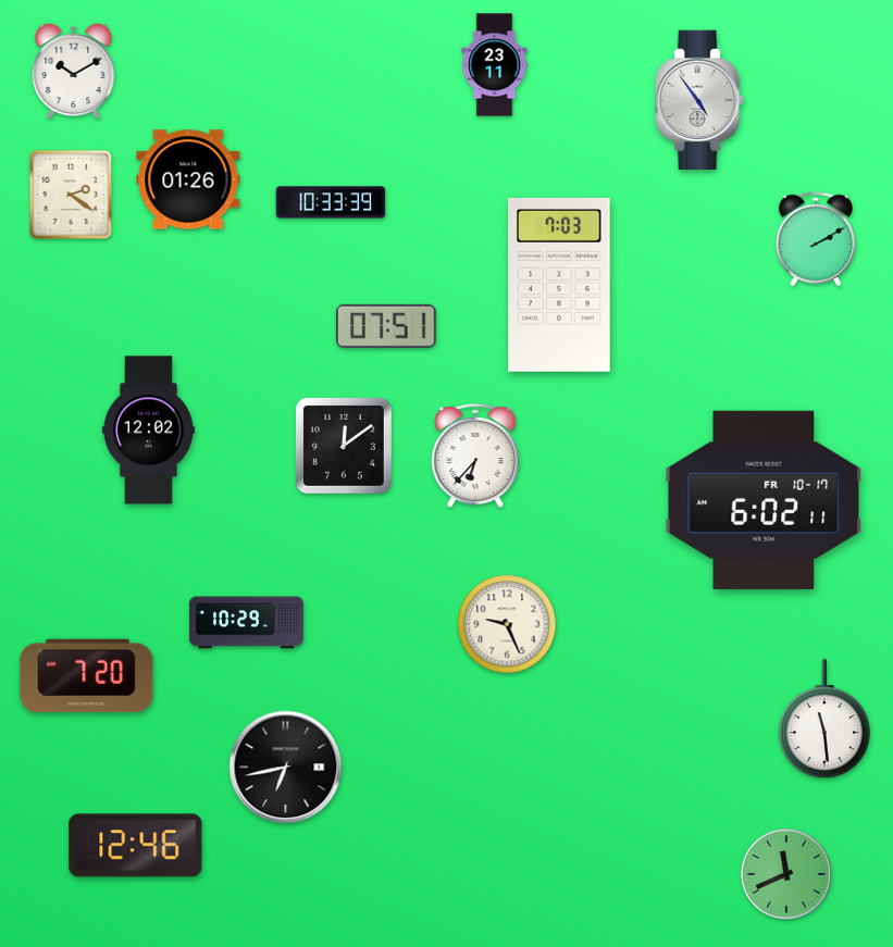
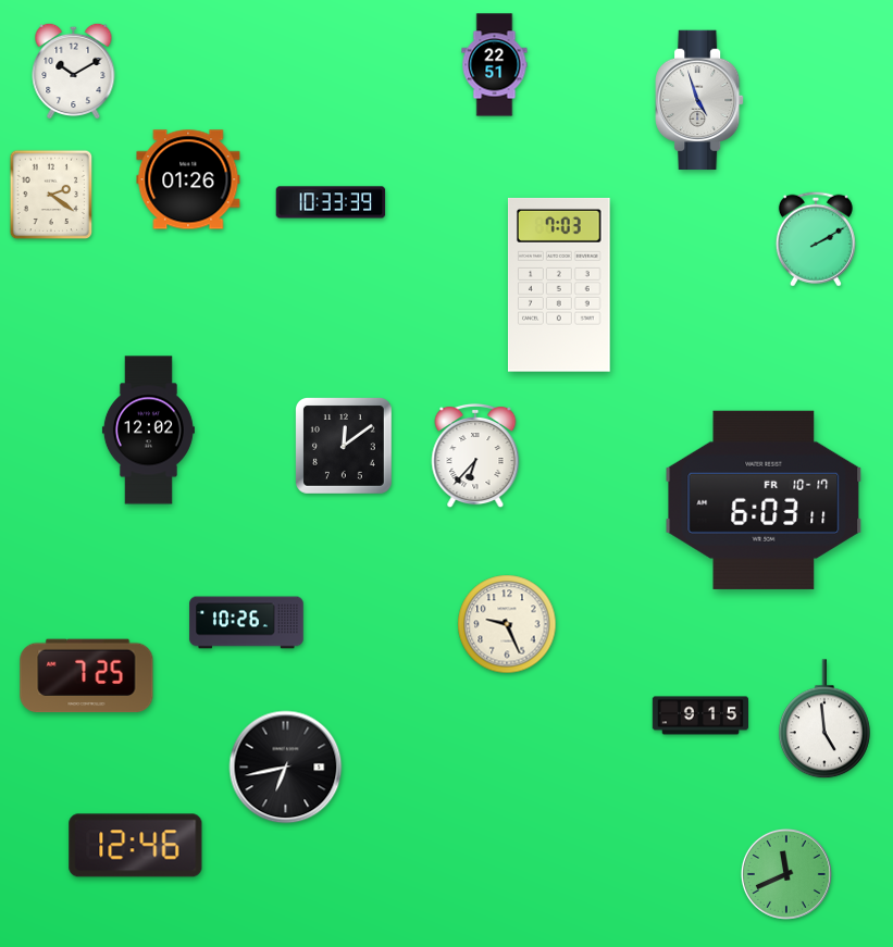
clock at (495, 65): 23:11 -> 22:51
clock at (699, 100): 4:54 -> 4:57
clock at (71, 195) position: (71, 195) -> (51, 195)
clock at (386, 326): 07:51 -> none
clock at (764, 500): 6:02 -> 6:03
clock at (247, 623): 10:29 -> 10:26
clock at (87, 676): 7:20 -> 7:25
clock at (699, 715): none -> 9:15
clock at (824, 720): 11:29 -> 4:59
